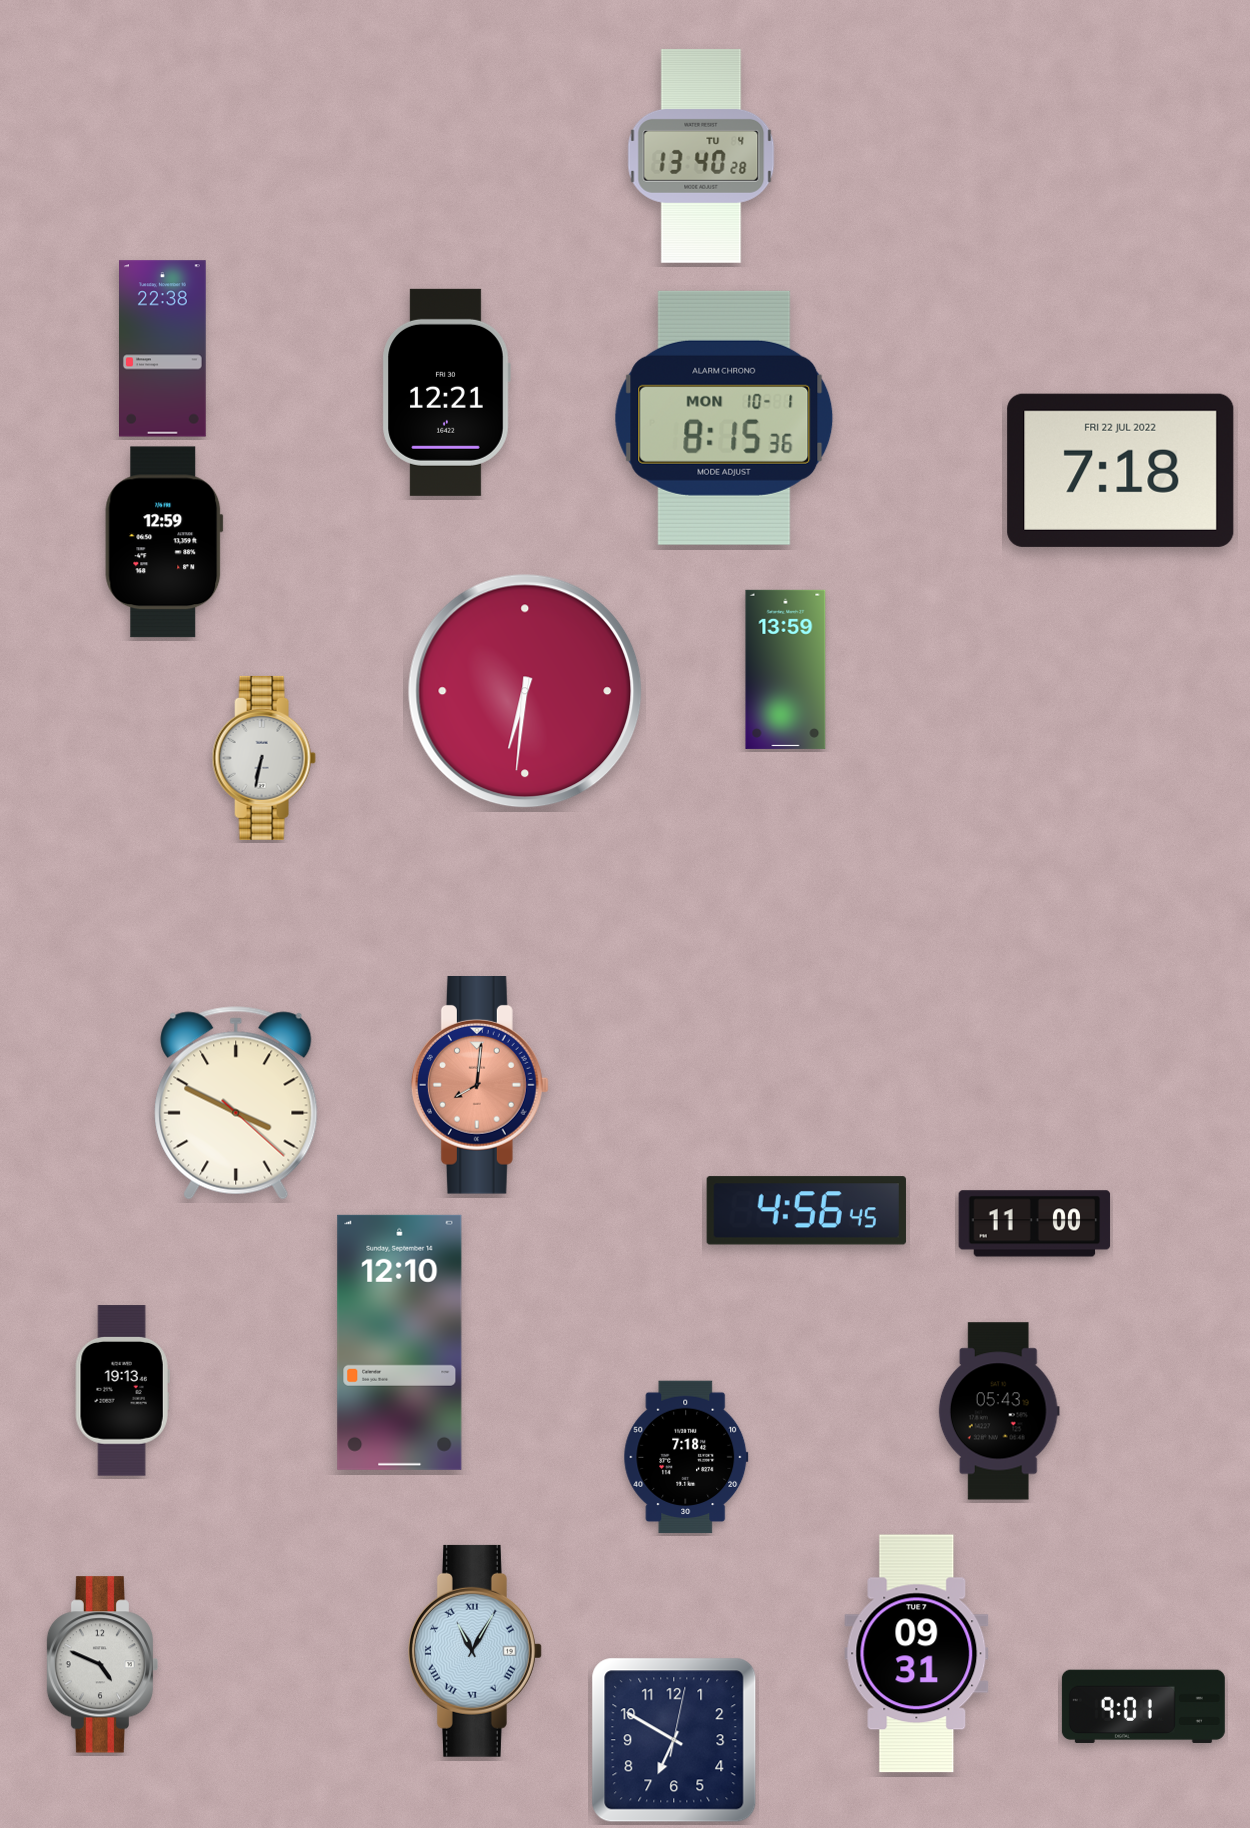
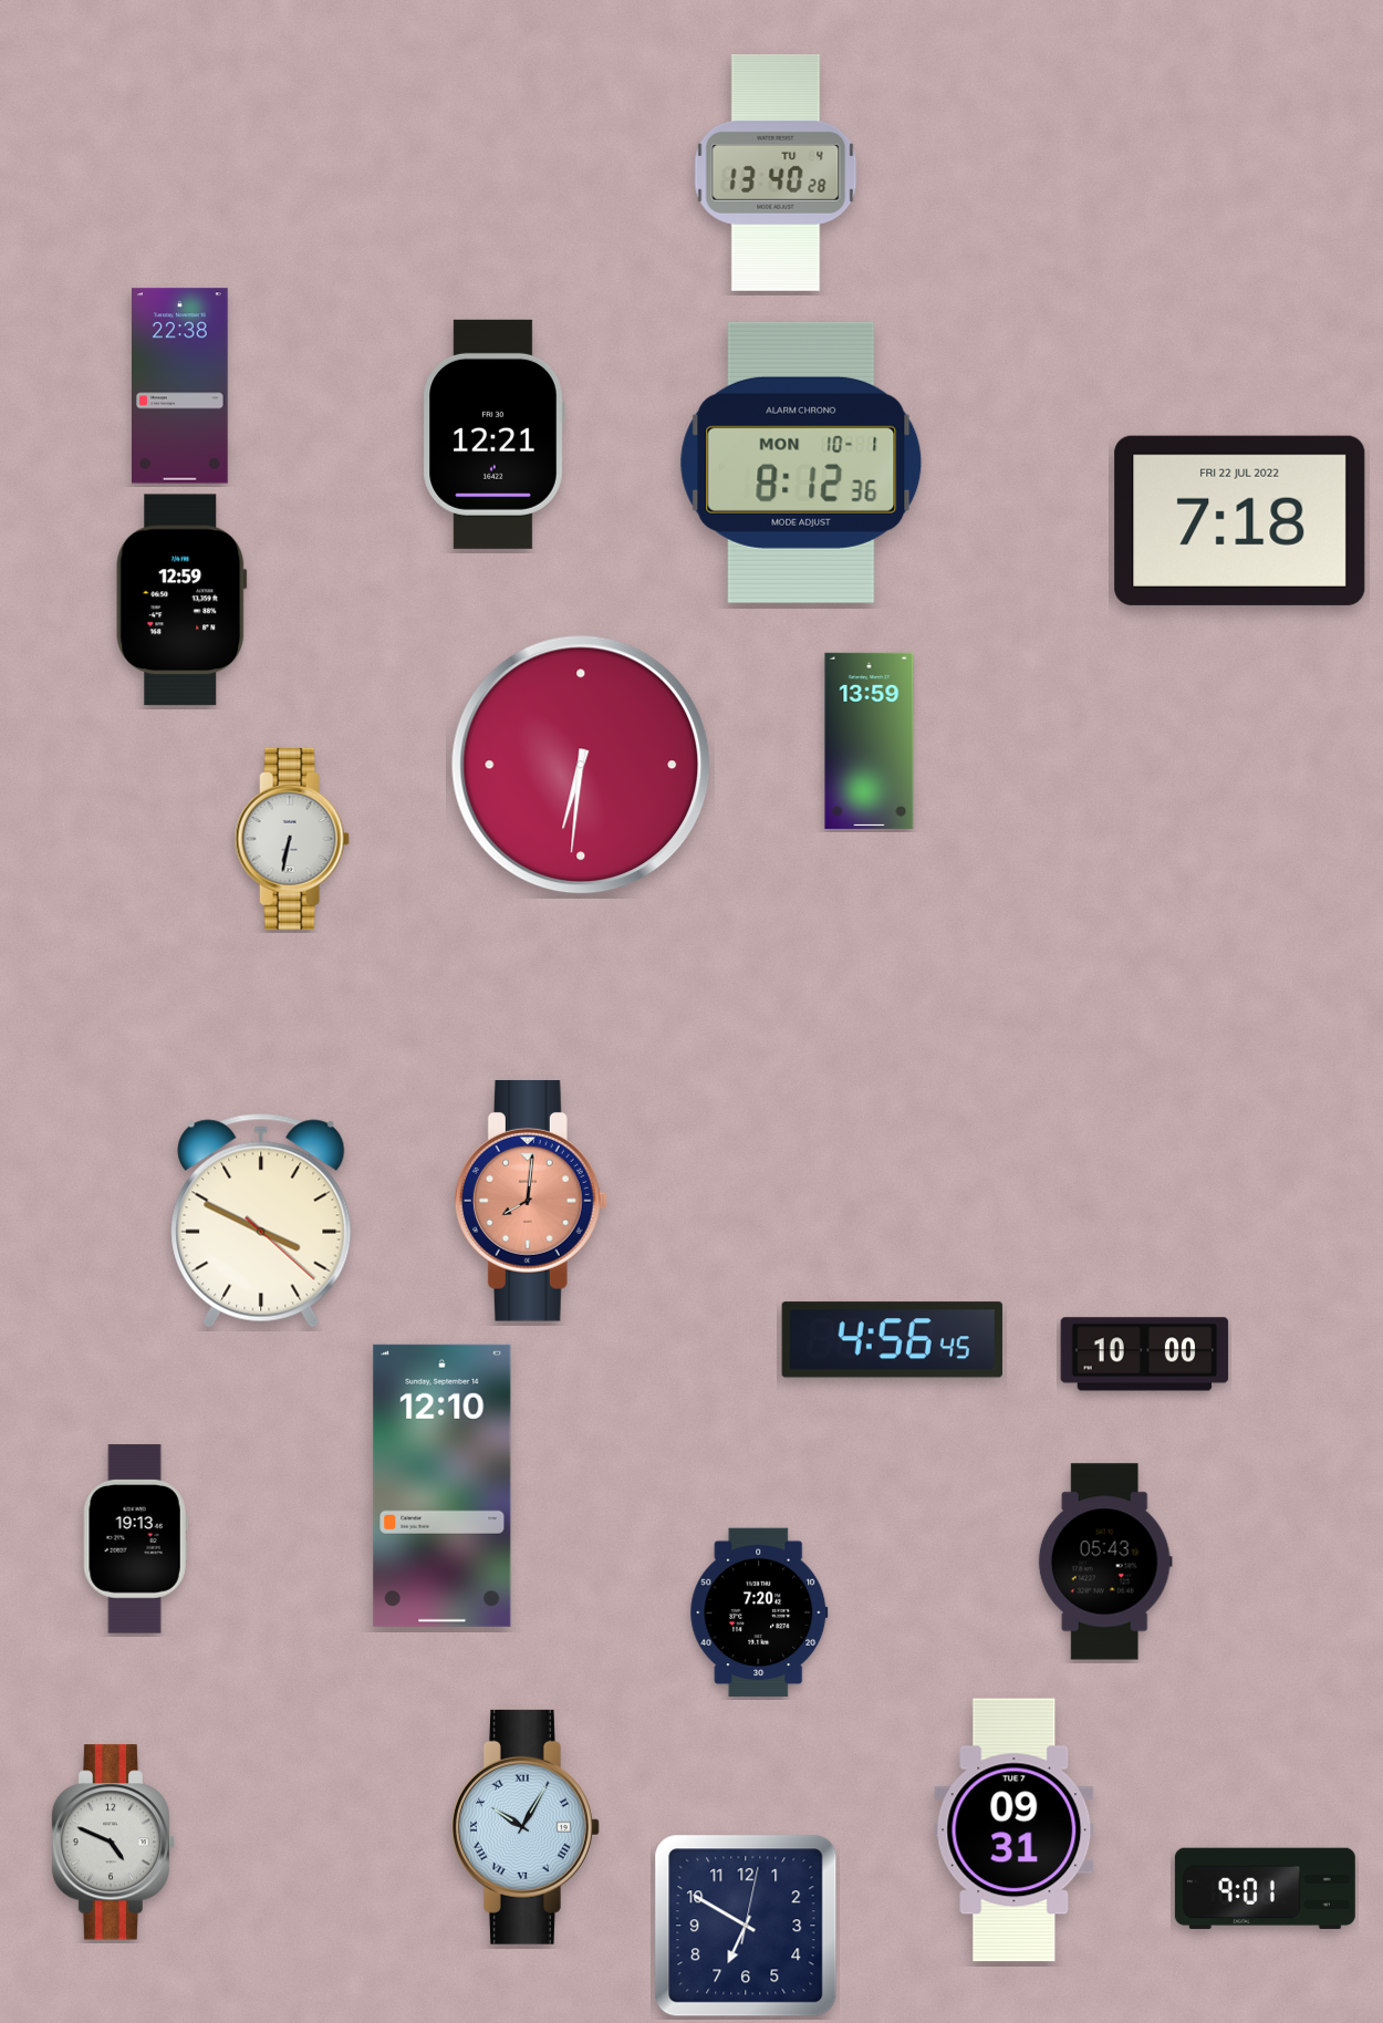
clock at (724, 418): 8:15 -> 8:12
clock at (1035, 1224): 11:00 -> 10:00
clock at (686, 1457): 7:18 -> 7:20
clock at (475, 1651): 11:05 -> 10:05
